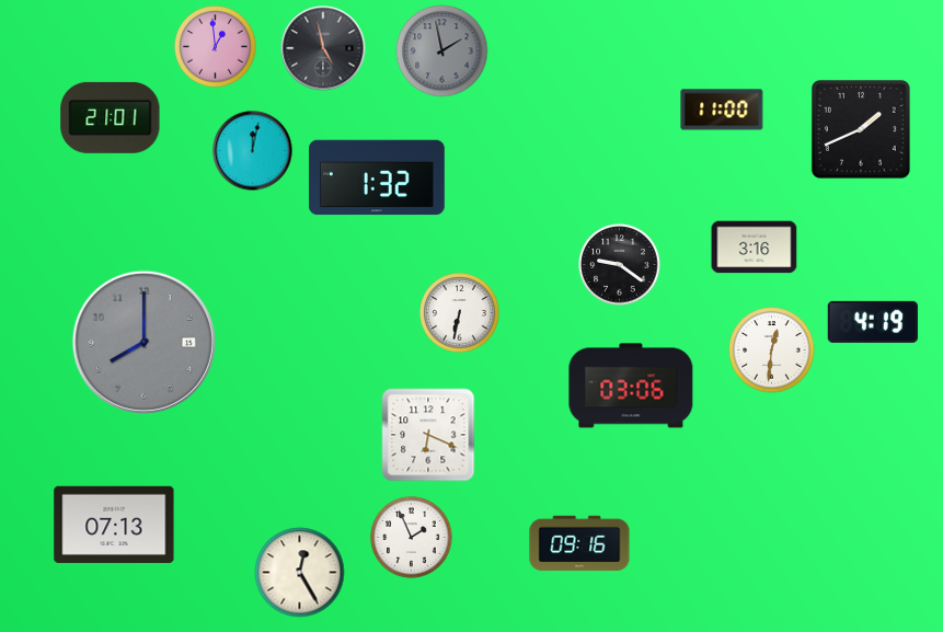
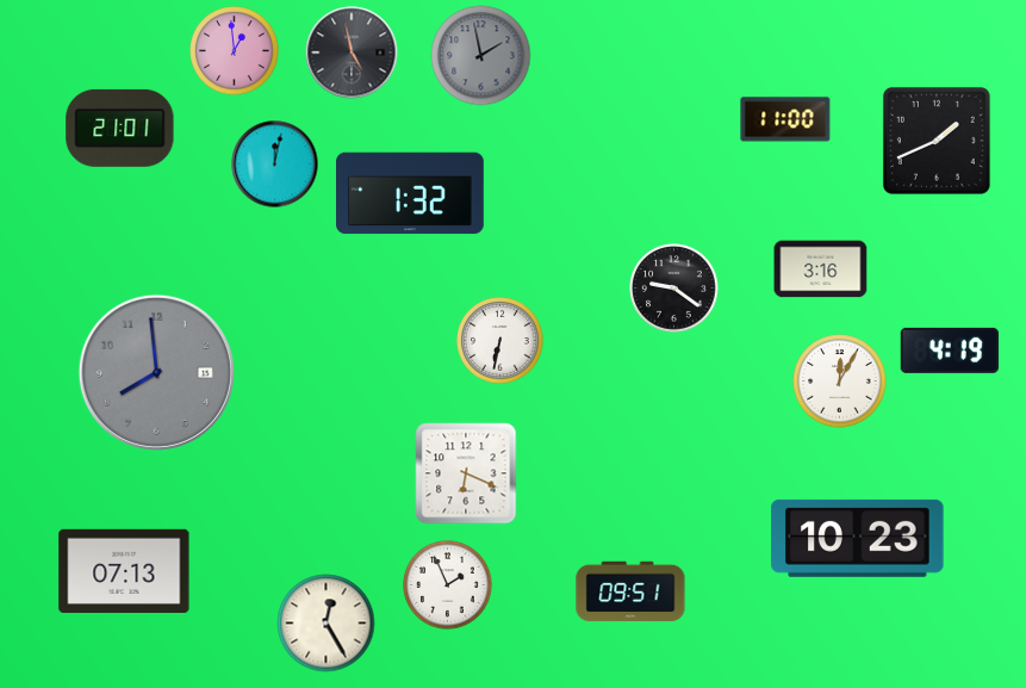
clock at (143, 342): 8:00 -> 7:59
clock at (772, 351): 12:31 -> 12:05
clock at (631, 386): 03:06 -> none
clock at (858, 538): none -> 10:23
clock at (579, 543): 09:16 -> 09:51
